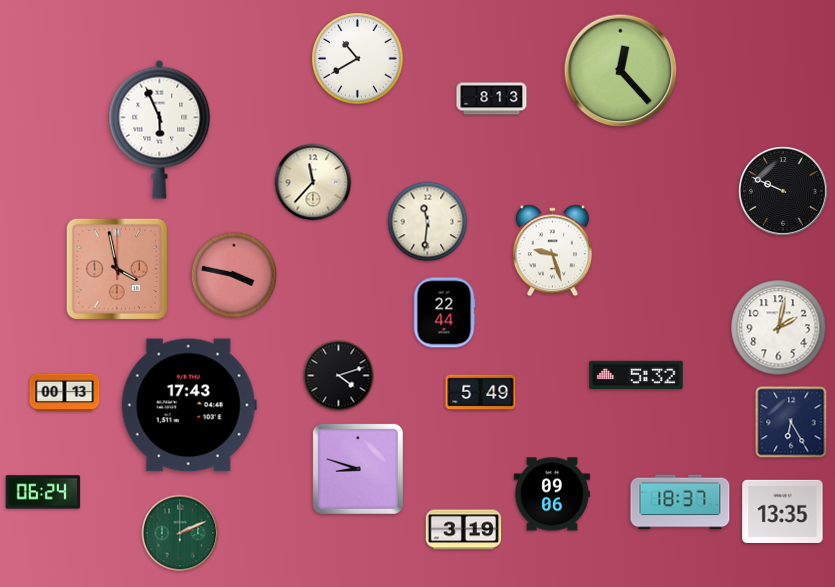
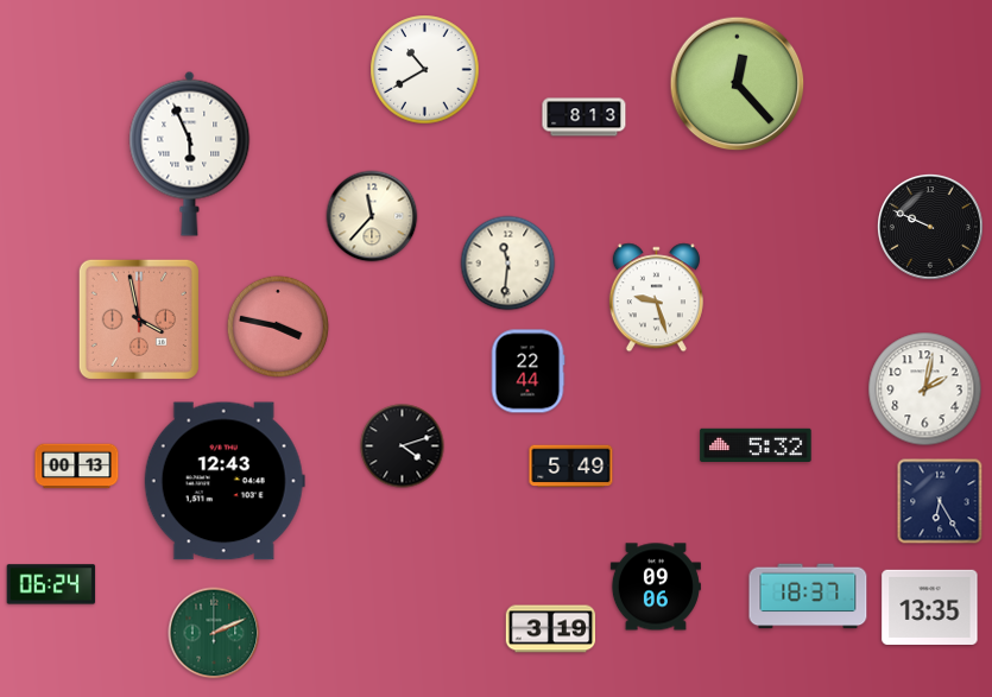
clock at (189, 405): 17:43 -> 12:43
clock at (358, 469): 8:48 -> none
